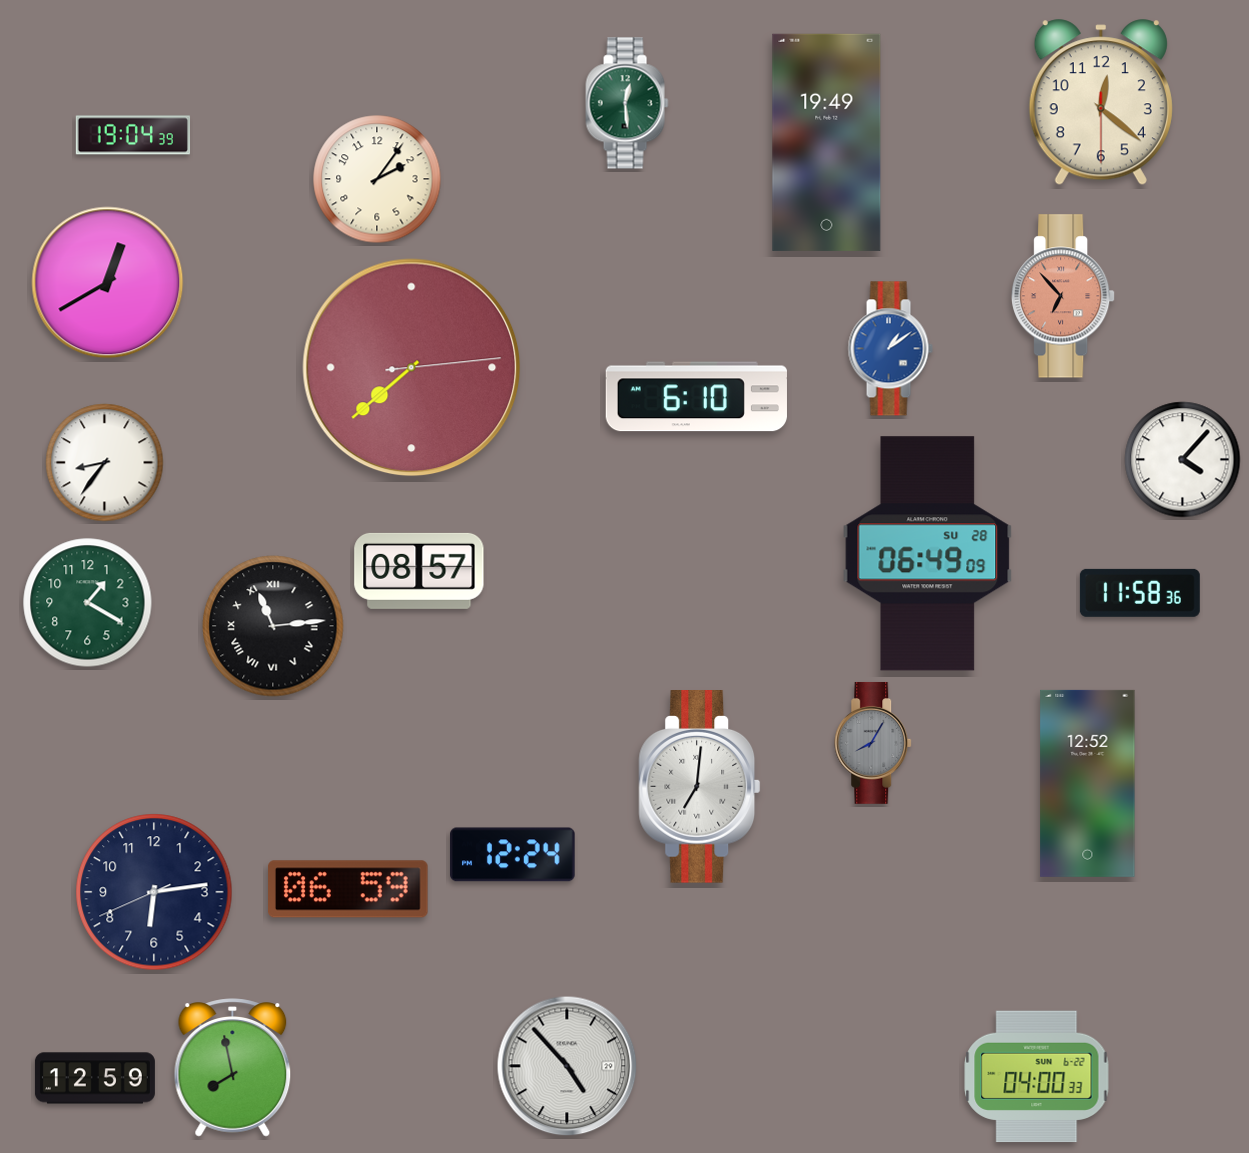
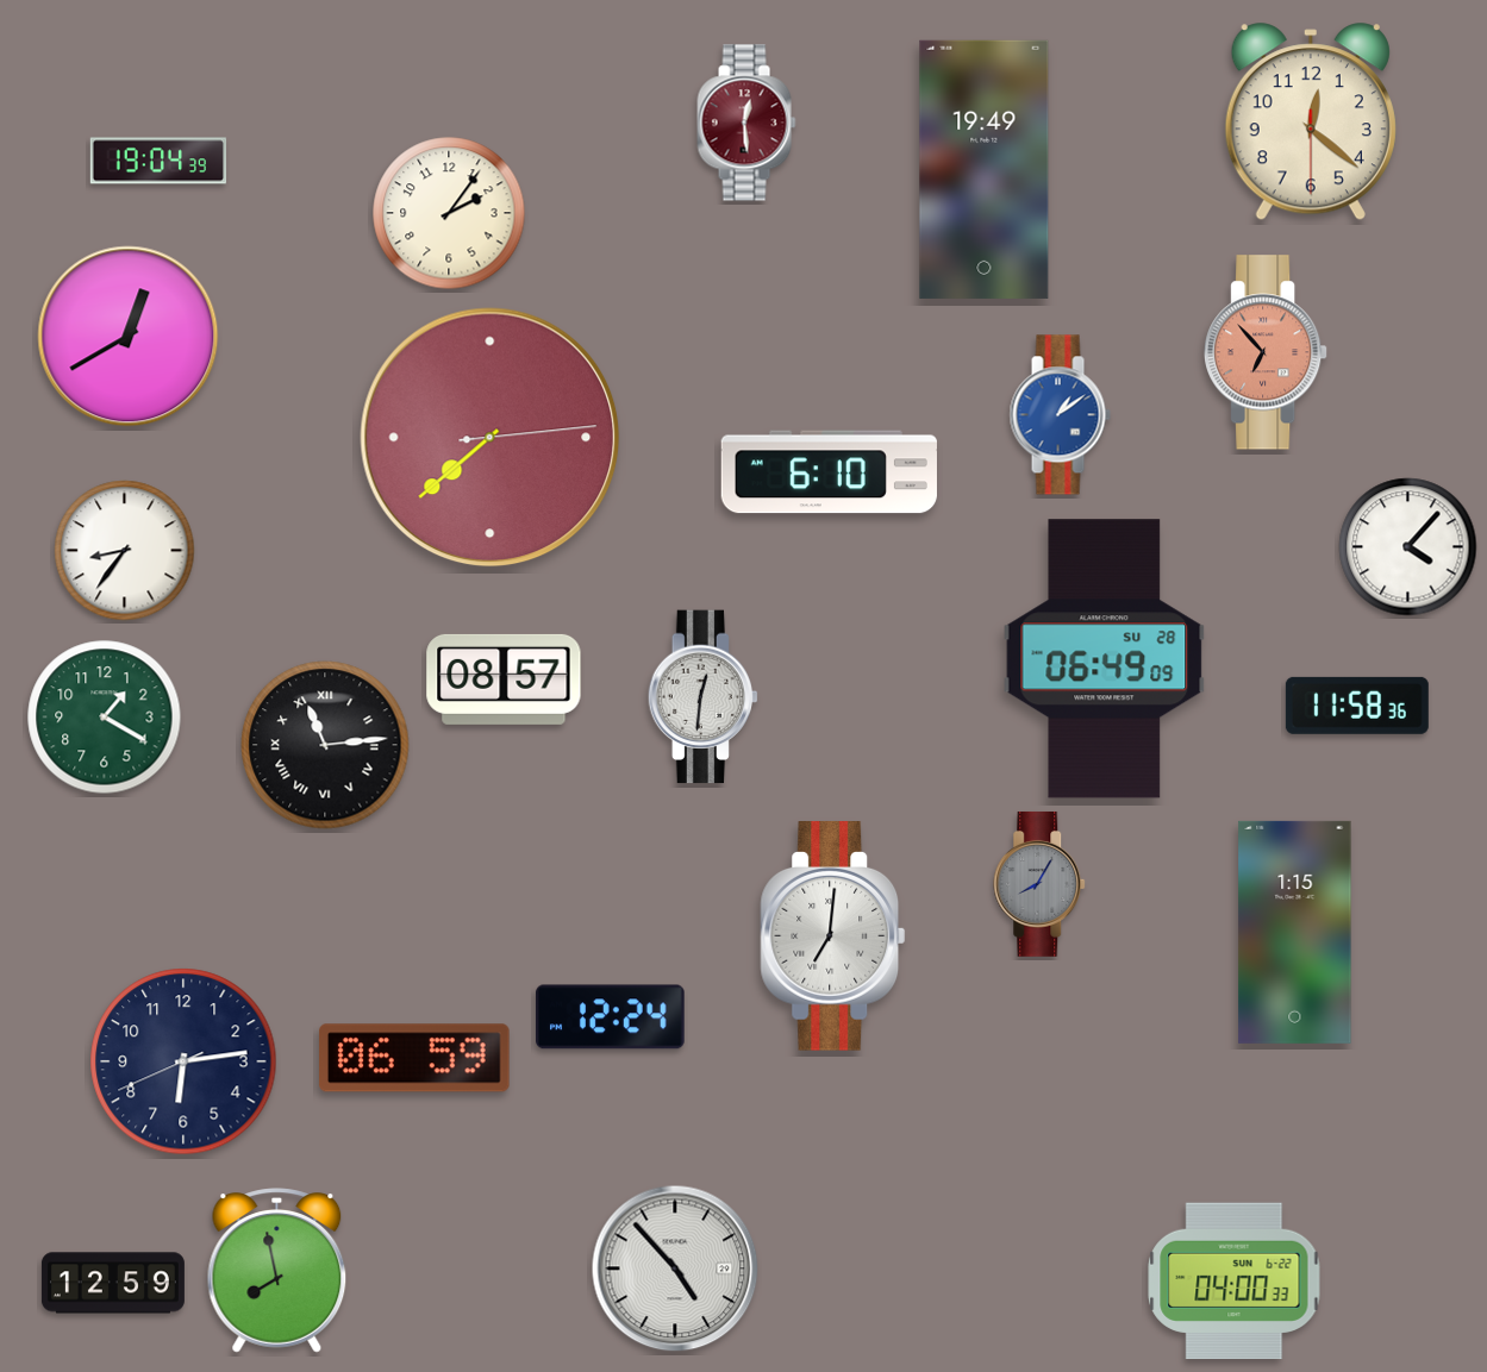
clock at (627, 103) dial: green -> burgundy
clock at (419, 571) position: (419, 571) -> (504, 679)
clock at (702, 697): none -> 12:31
clock at (1088, 783): 12:52 -> 1:15
